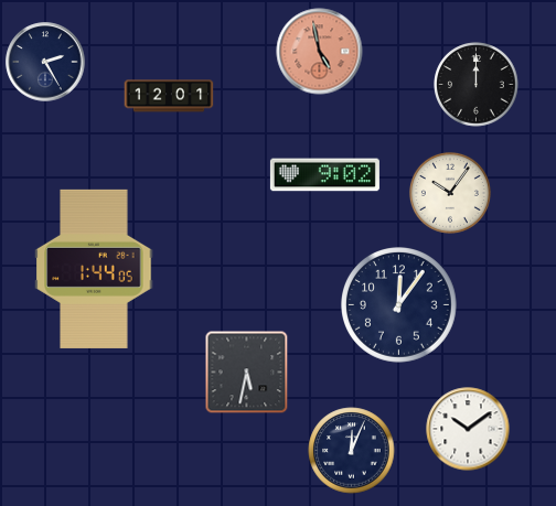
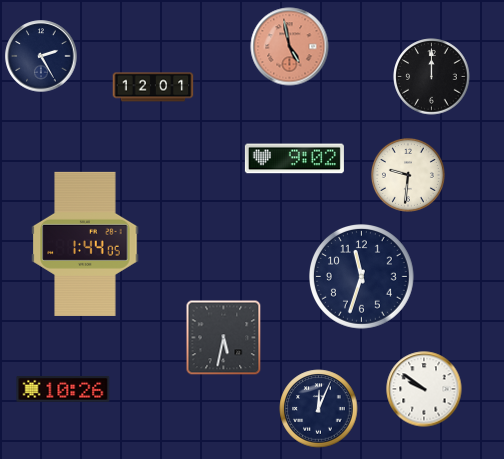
clock at (450, 193): 10:06 -> 9:31
clock at (399, 305): 12:06 -> 11:33
clock at (468, 429): 10:09 -> 9:51
clock at (63, 390): none -> 10:26
